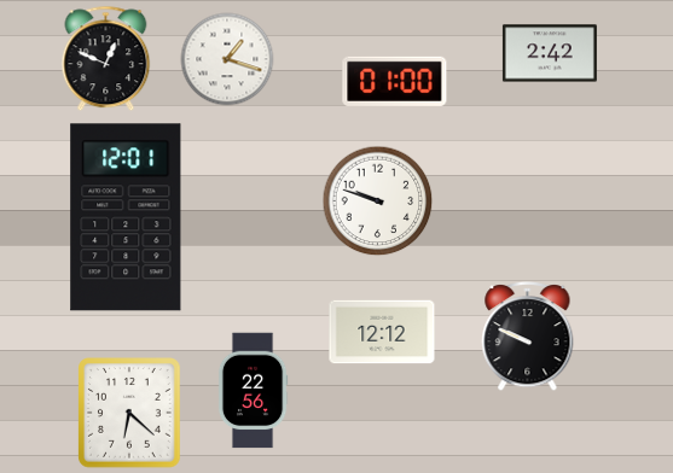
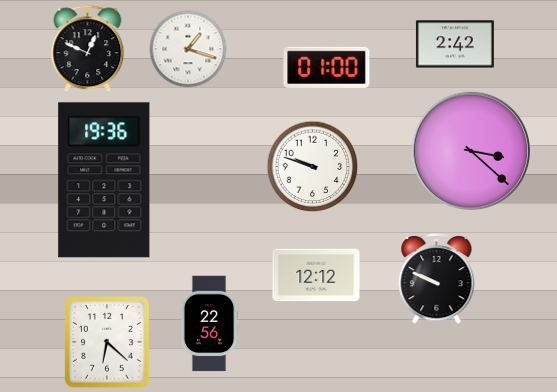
clock at (470, 150): none -> 3:22
clock at (126, 217): 12:01 -> 19:36
